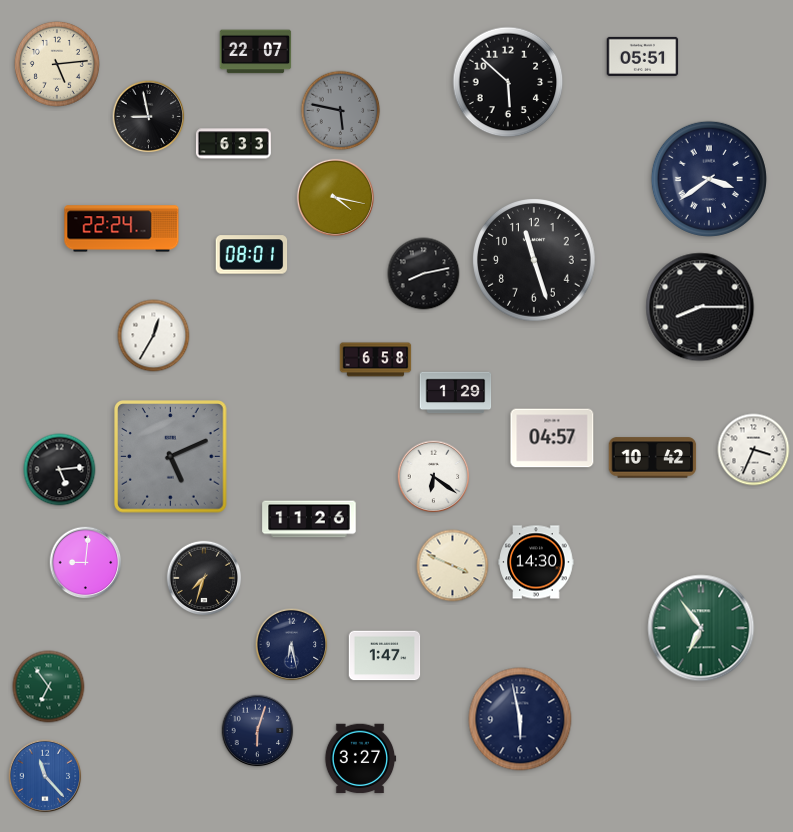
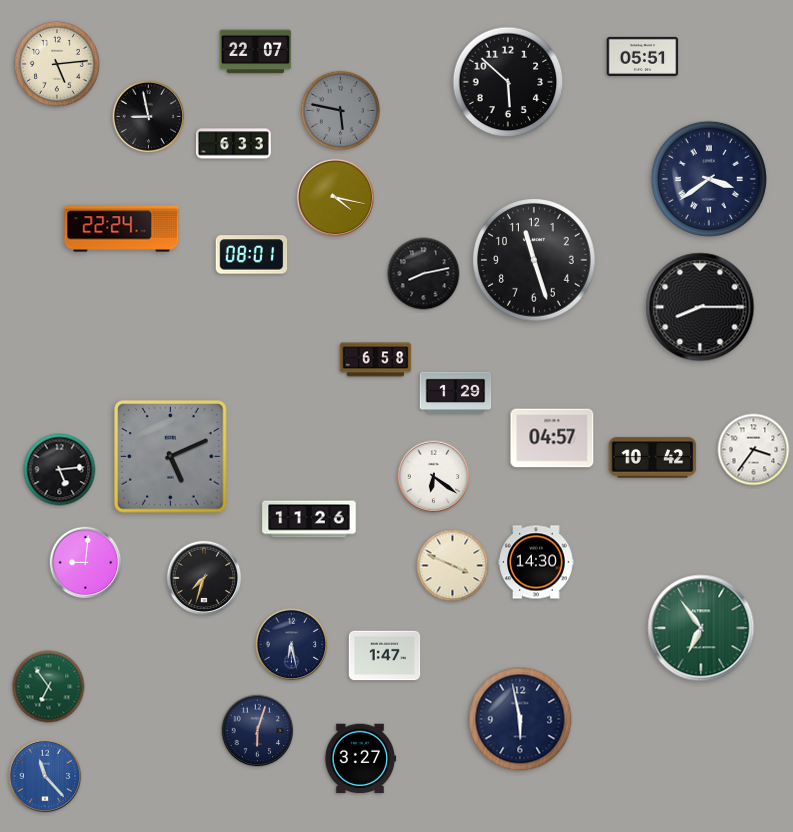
clock at (154, 336): 12:35 -> none
clock at (754, 450): 3:34 -> 3:36
